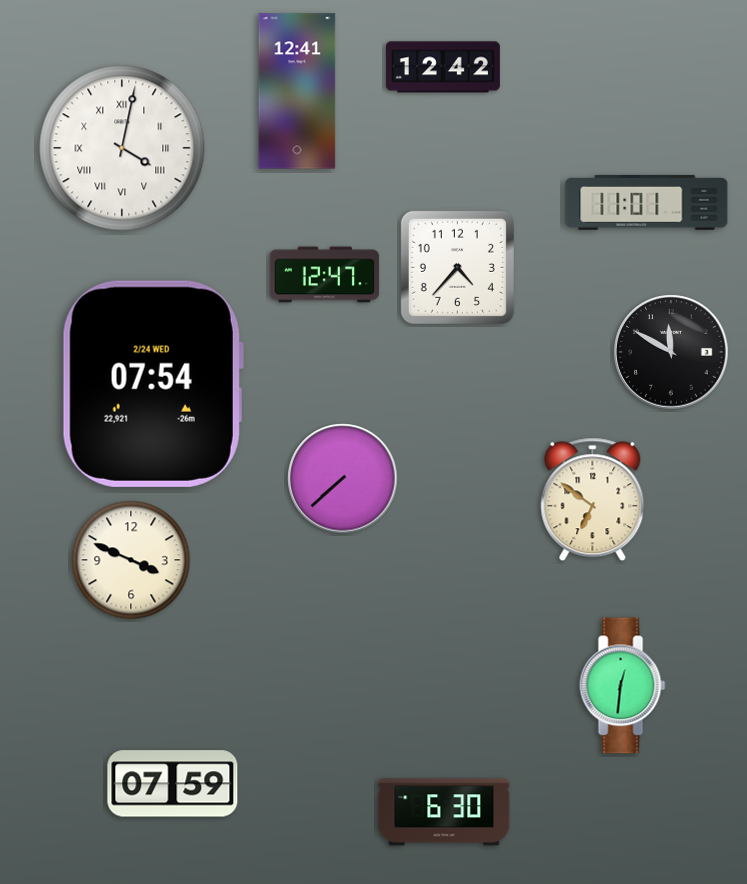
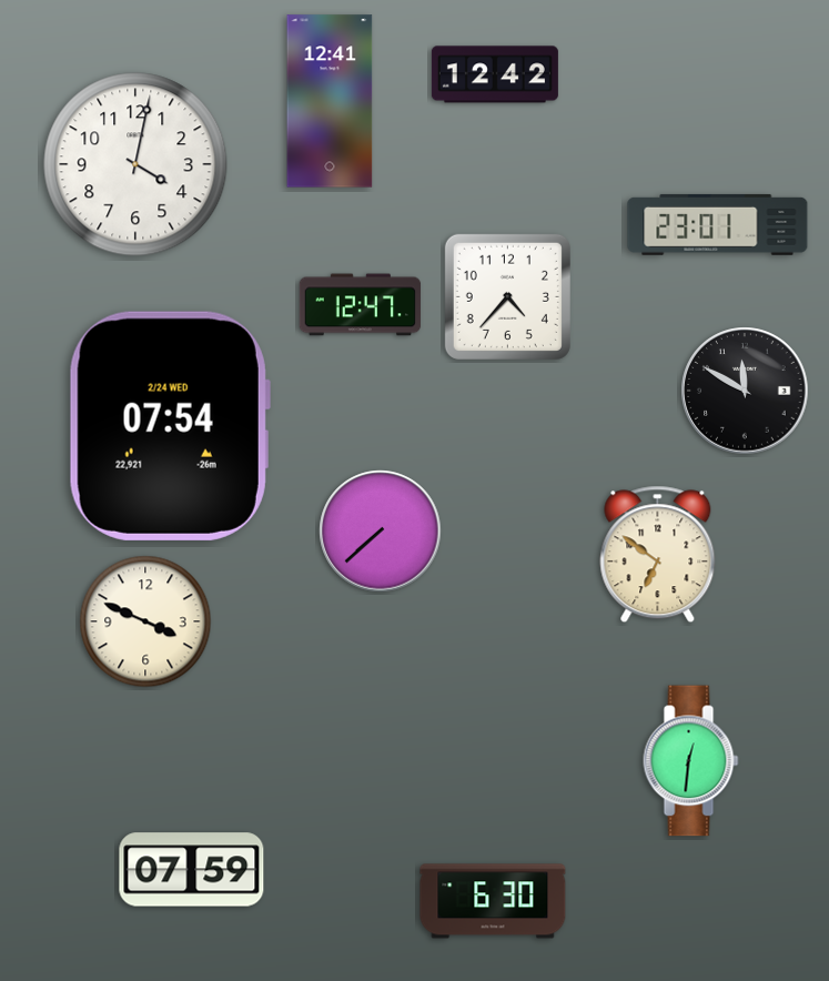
clock at (443, 67) position: (443, 67) -> (495, 74)
clock at (122, 148) numerals: Roman -> Arabic
clock at (647, 202): 11:01 -> 23:01
